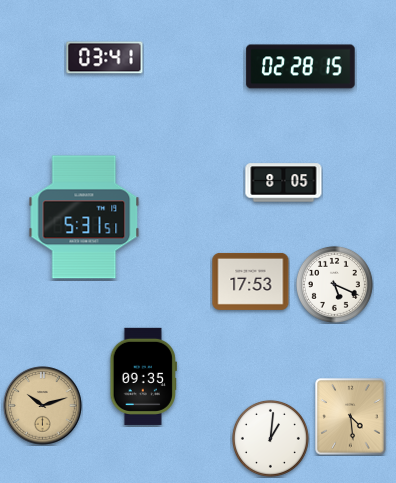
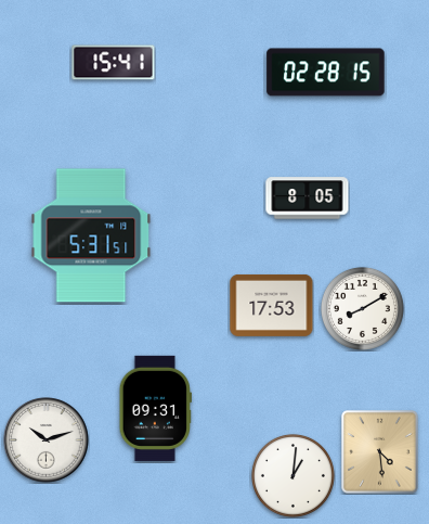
clock at (105, 58): 03:41 -> 15:41
clock at (334, 284): 5:19 -> 8:10
clock at (143, 376): 09:35 -> 09:31
clock at (43, 406) dial: champagne -> white
